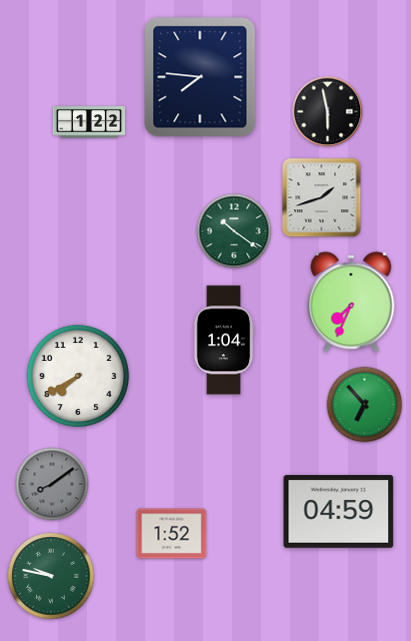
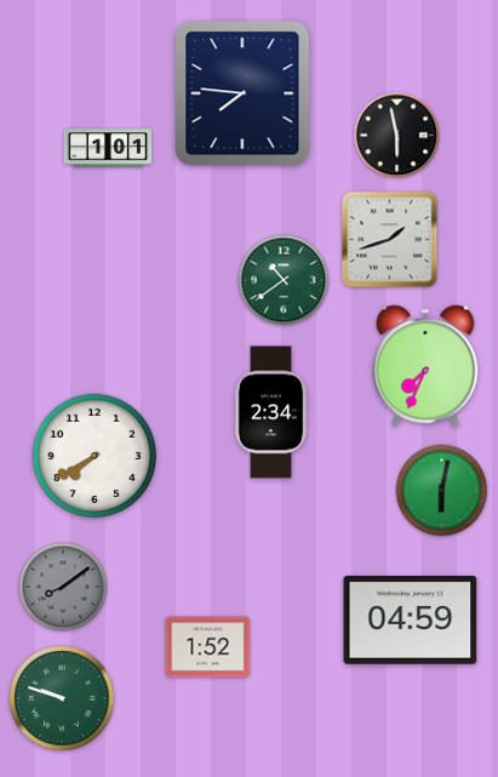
clock at (89, 122): 1:22 -> 1:01
clock at (234, 231): 10:21 -> 10:39
clock at (224, 340): 1:04 -> 2:34
clock at (365, 405): 6:53 -> 6:02
clock at (51, 576): 9:47 -> 9:48
